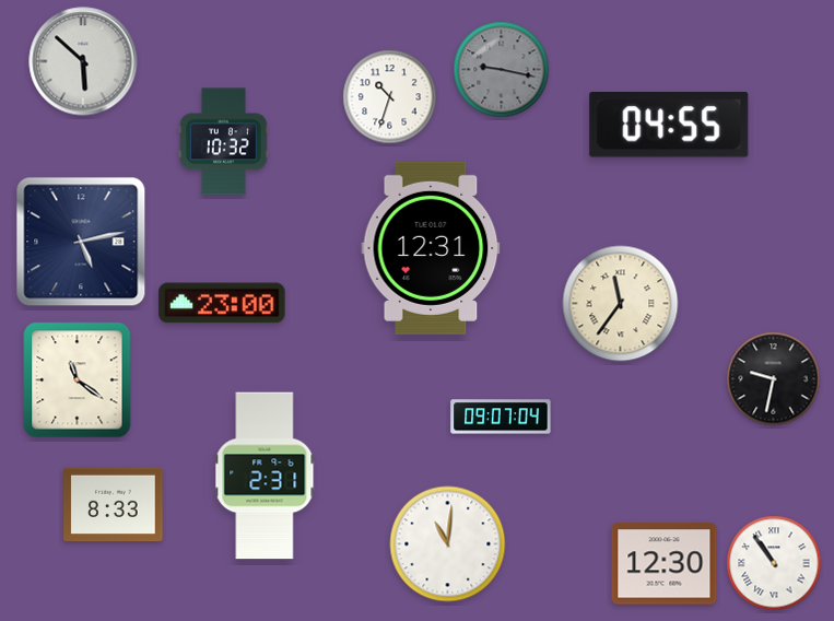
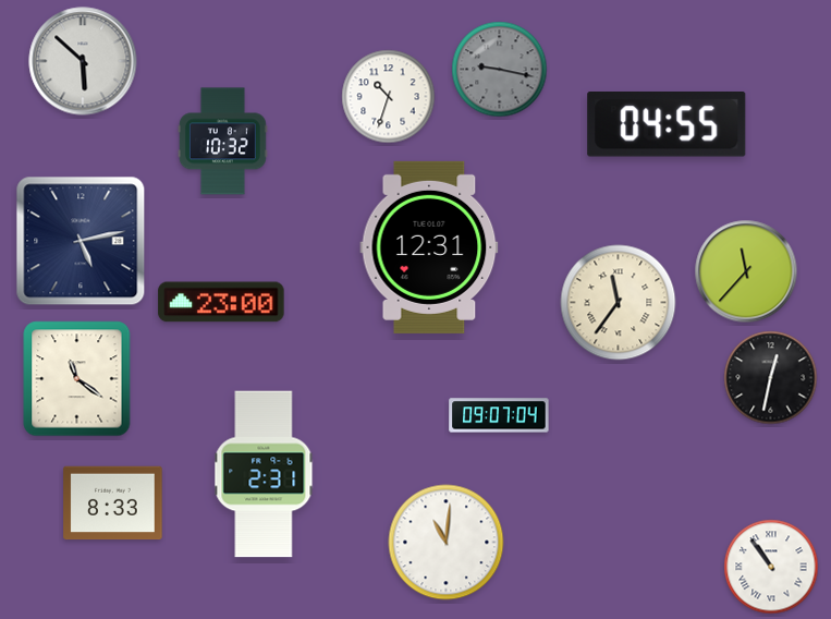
clock at (746, 271): none -> 11:37
clock at (774, 379): 9:32 -> 12:32
clock at (774, 563) position: (774, 563) -> (771, 567)
clock at (665, 564): 12:30 -> none
